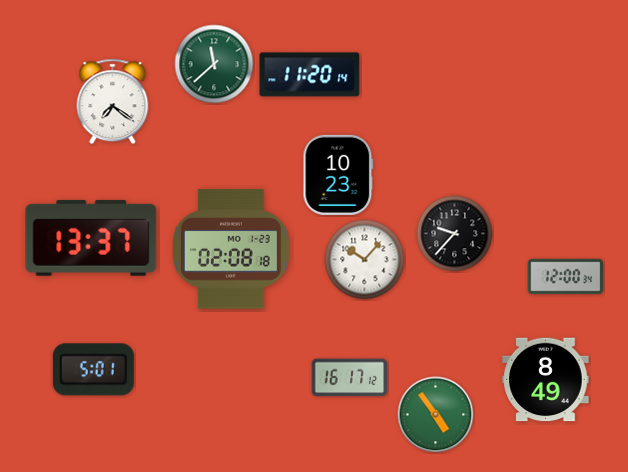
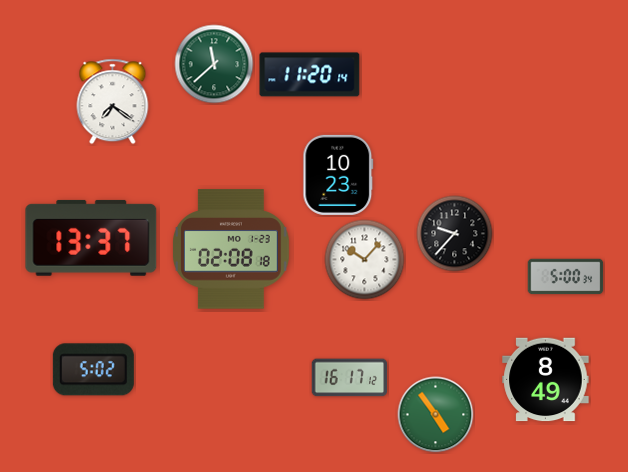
clock at (566, 277): 12:00 -> 5:00
clock at (93, 370): 5:01 -> 5:02
